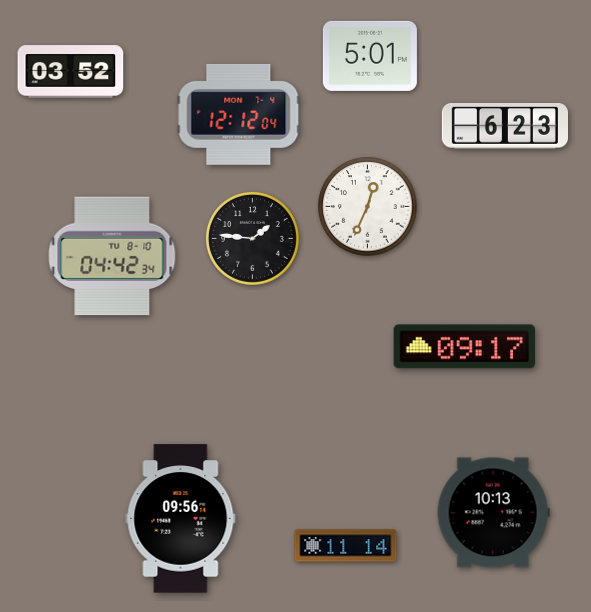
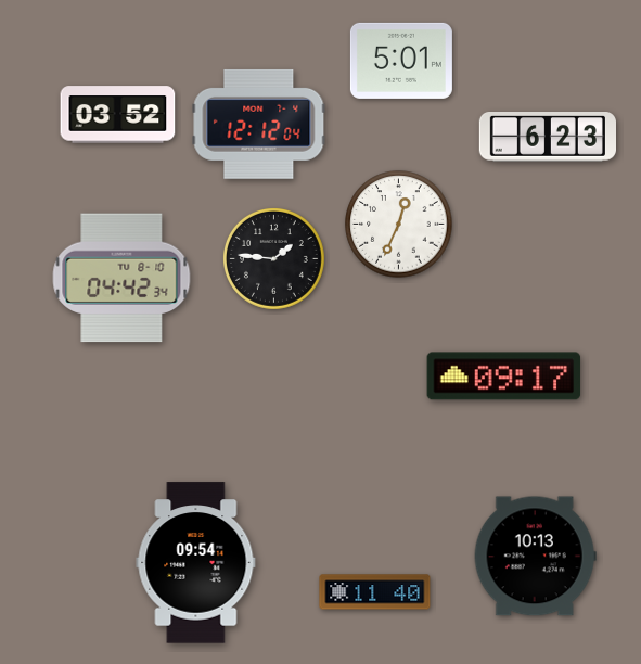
clock at (71, 72) position: (71, 72) -> (118, 115)
clock at (181, 519): 09:56 -> 09:54
clock at (346, 546): 11:14 -> 11:40
